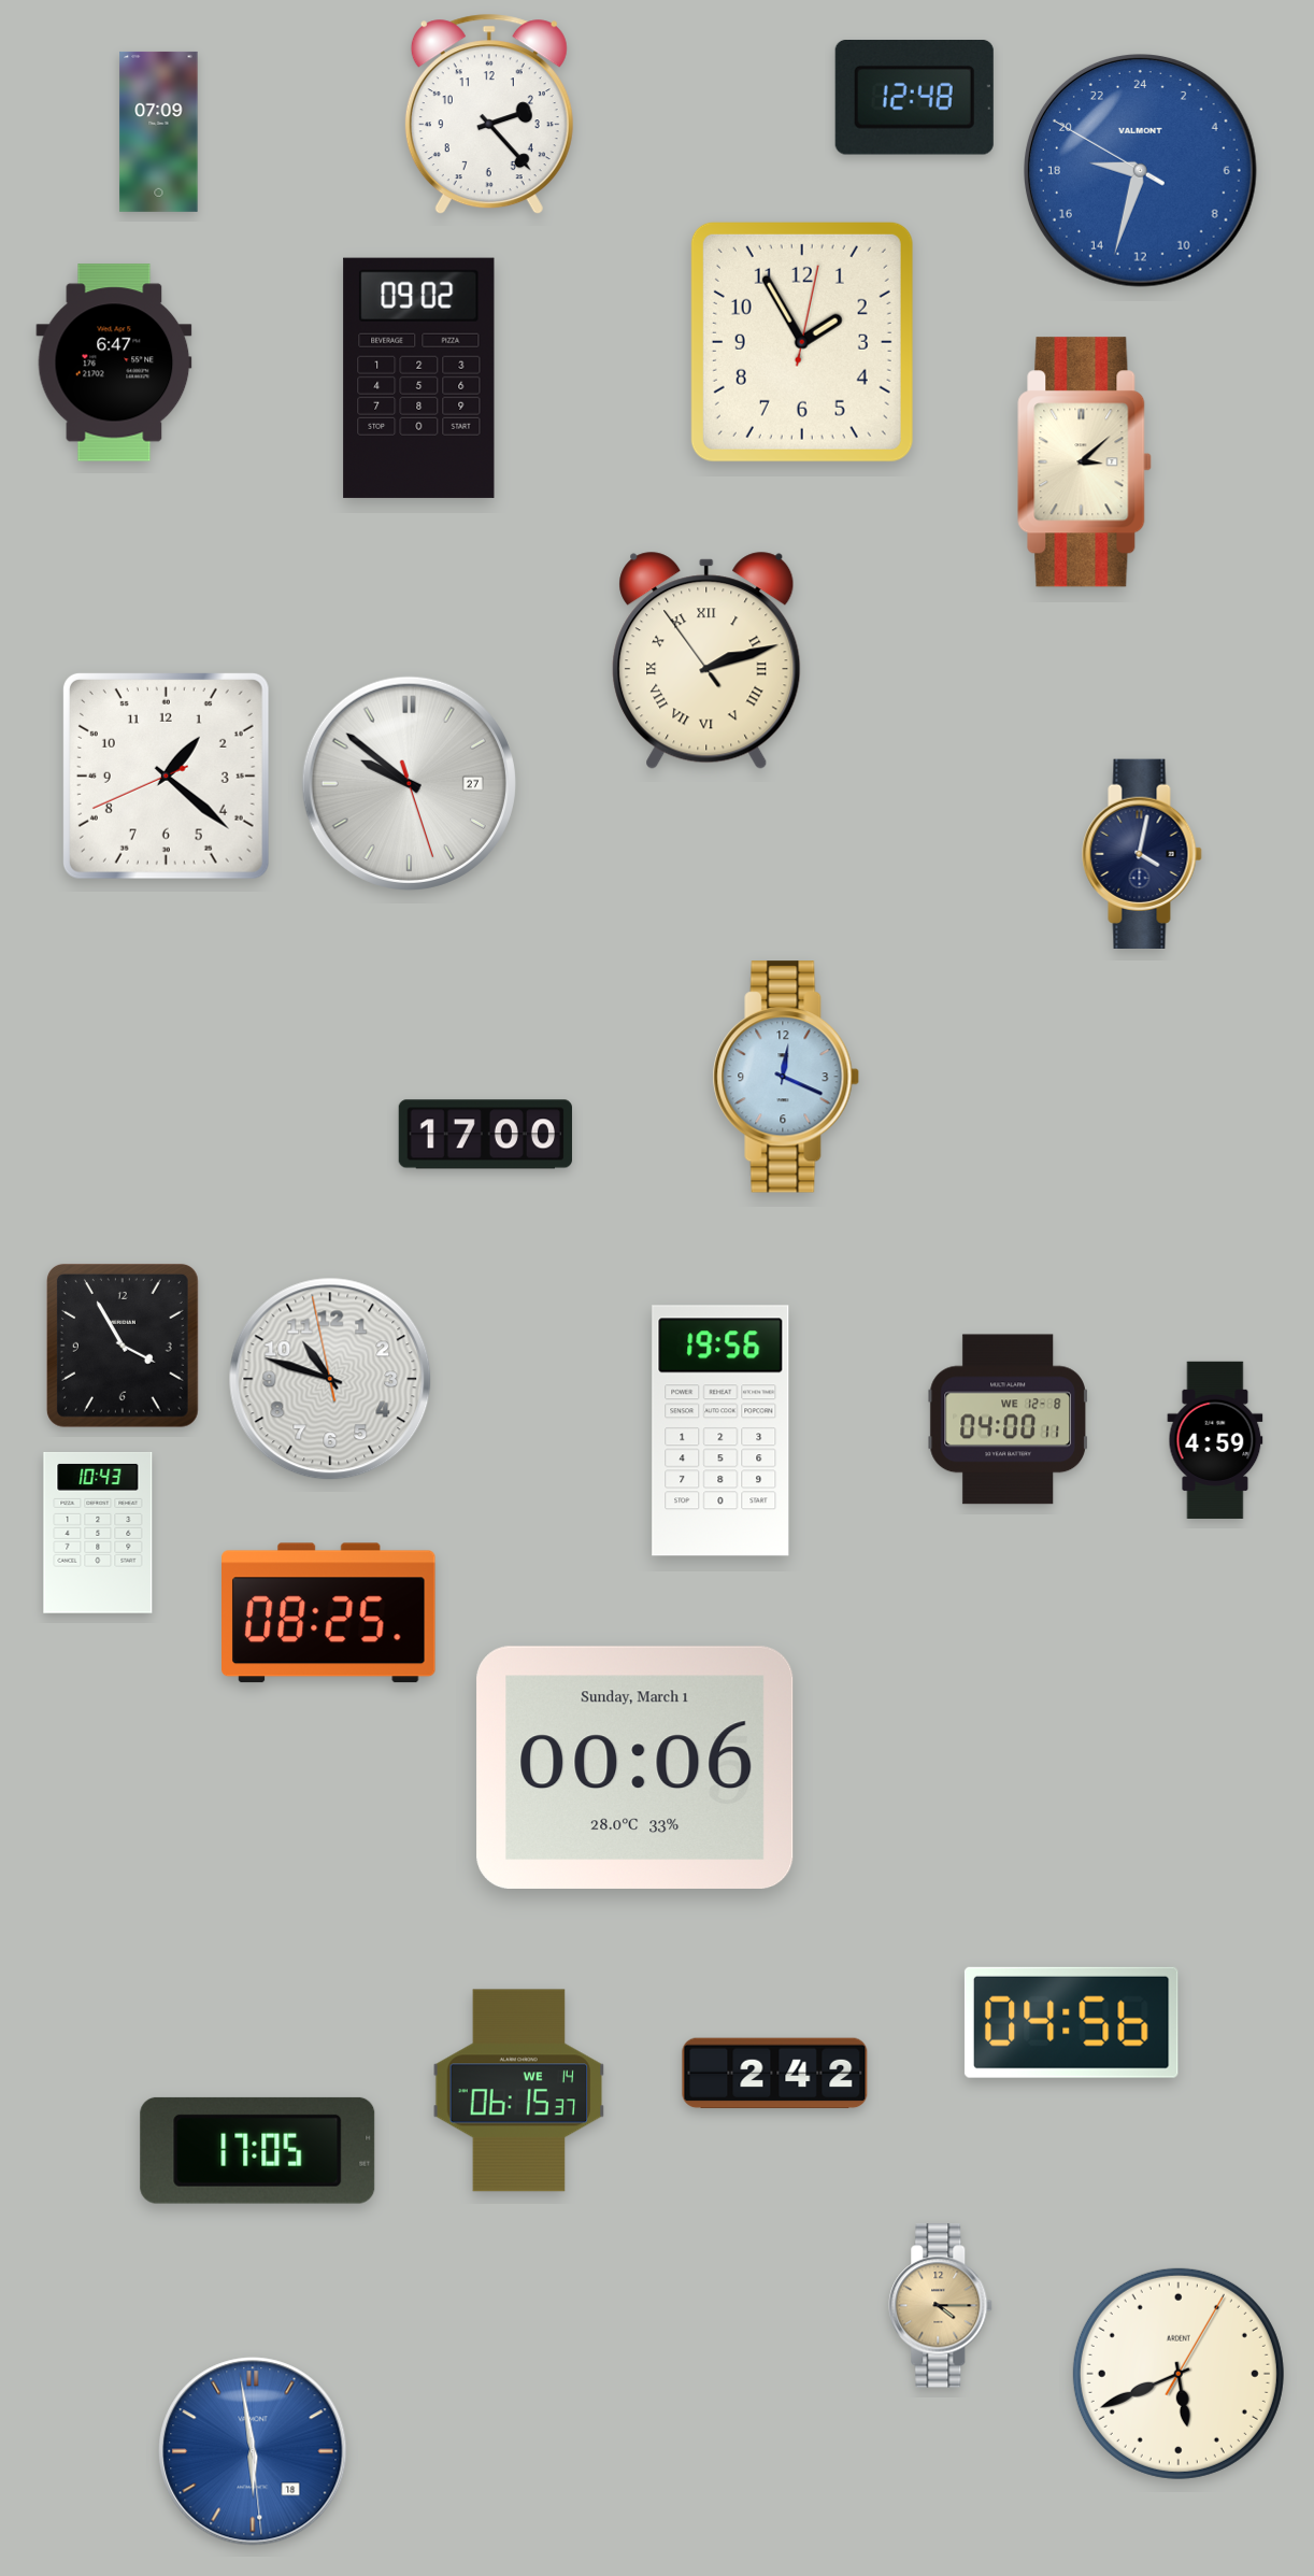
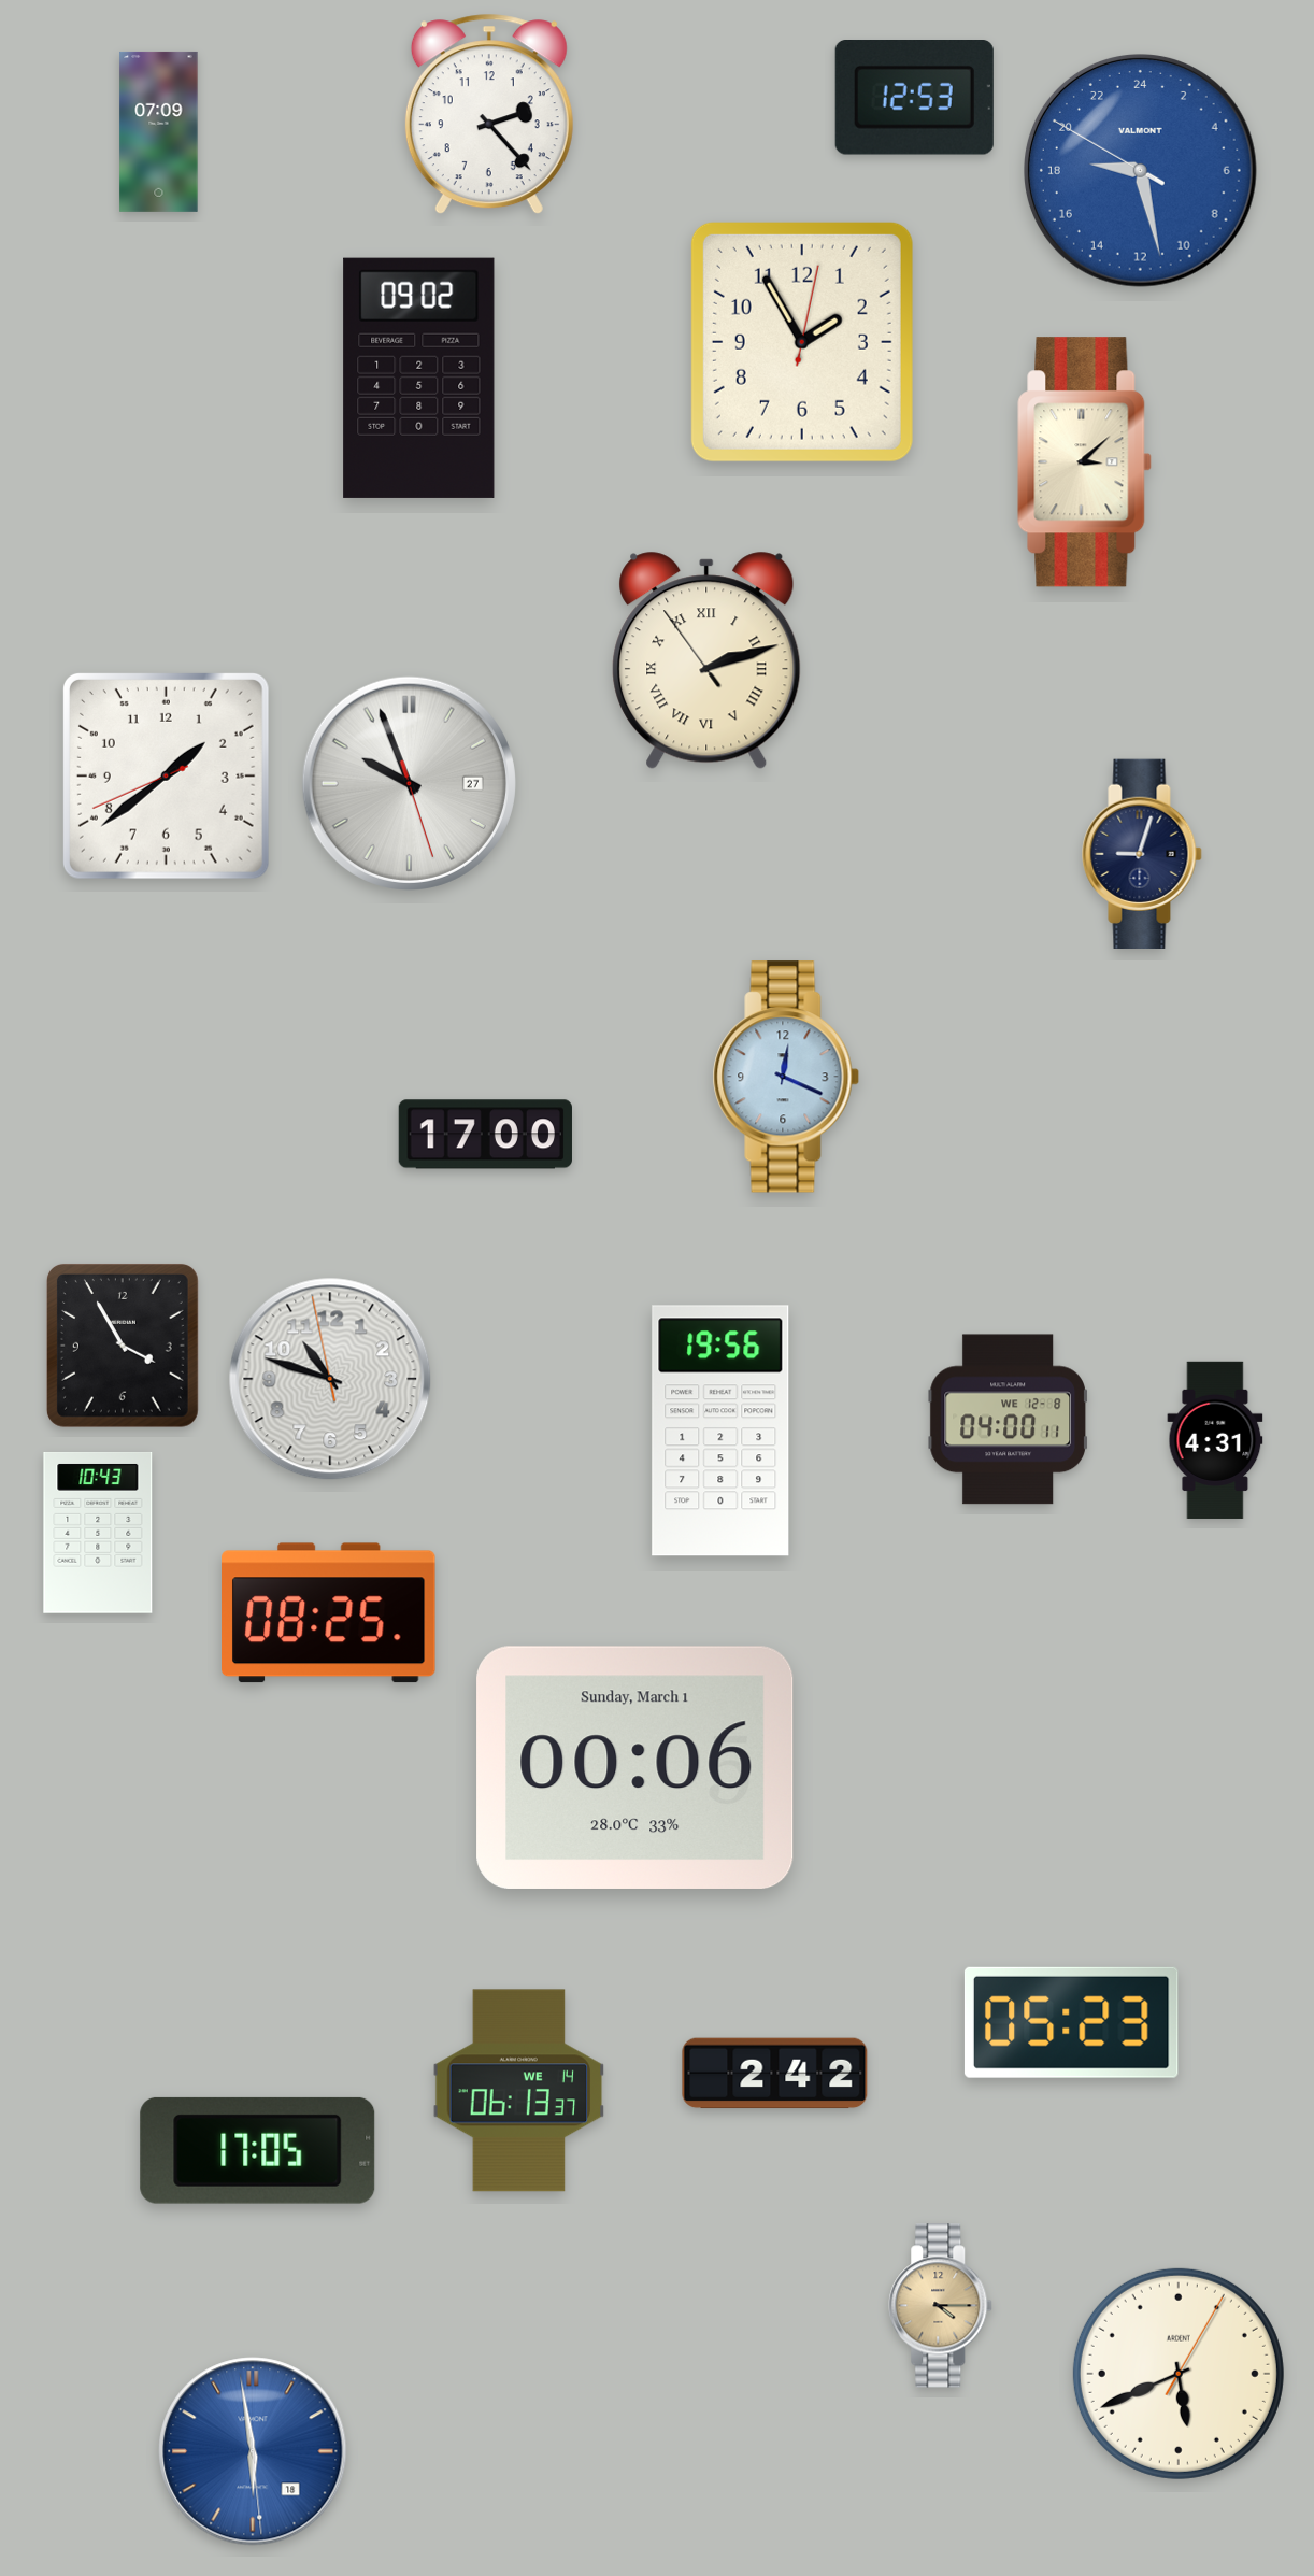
clock at (914, 98): 12:48 -> 12:53
clock at (1141, 171): 18:32 -> 18:27
clock at (114, 362): 6:47 -> none
clock at (166, 775): 1:21 -> 1:38
clock at (409, 783): 9:51 -> 9:56
clock at (1142, 853): 4:02 -> 9:03
clock at (1215, 1439): 4:59 -> 4:31
clock at (1071, 2022): 04:56 -> 05:23
clock at (519, 2091): 06:15 -> 06:13
